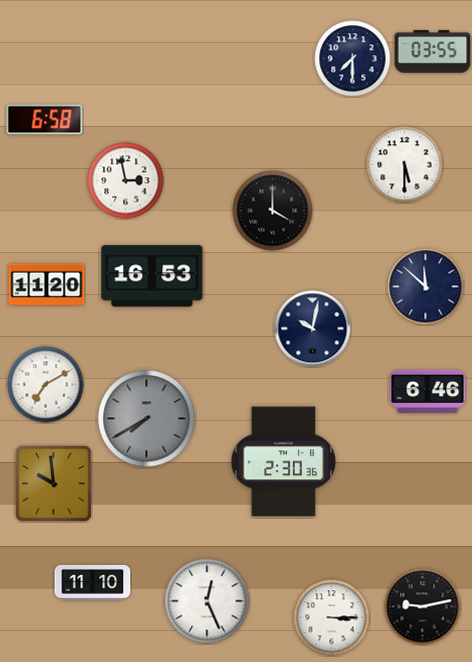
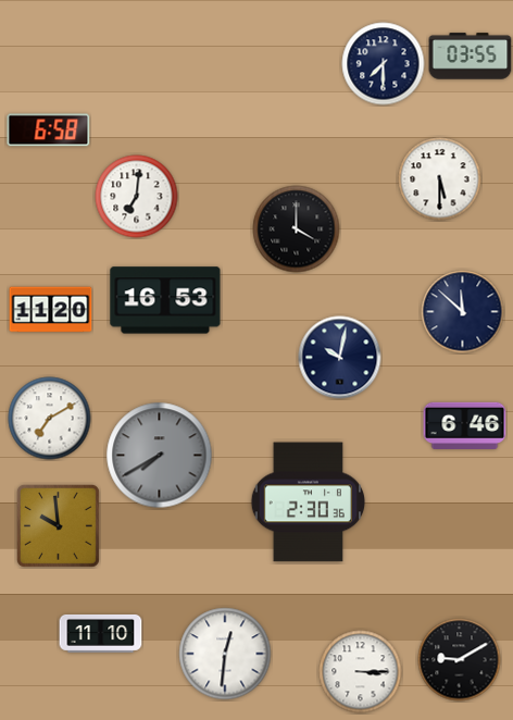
clock at (126, 181): 2:58 -> 7:01
clock at (207, 601): 12:26 -> 12:31
clock at (423, 607): 9:13 -> 9:10
